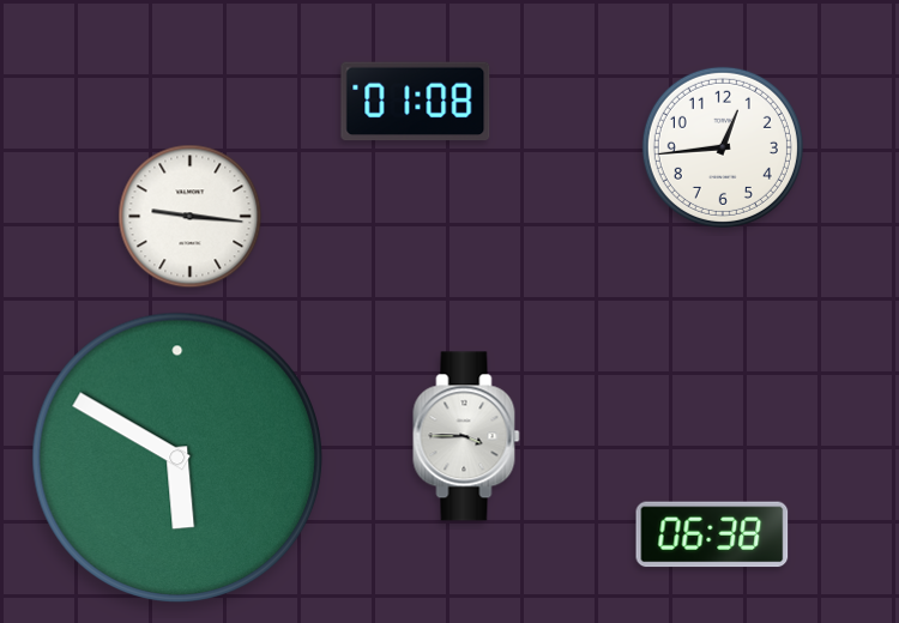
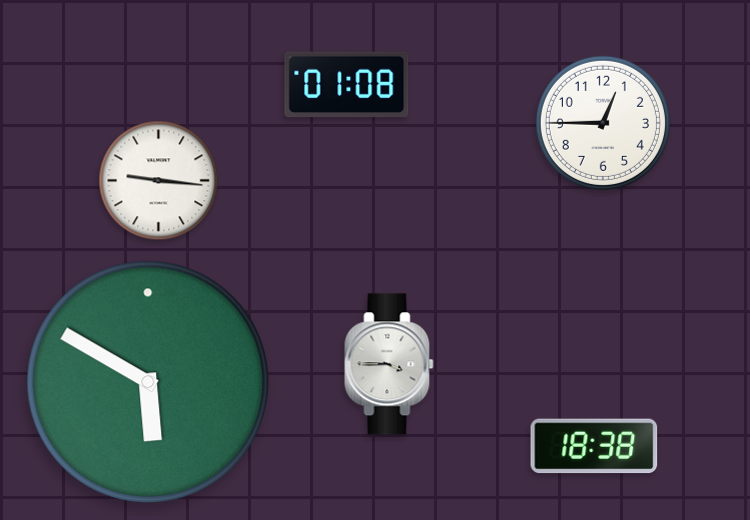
clock at (723, 147): 12:44 -> 12:45
clock at (712, 534): 06:38 -> 18:38
